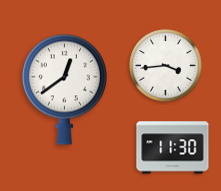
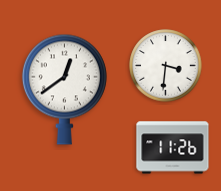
clock at (166, 66): 3:44 -> 3:31
clock at (173, 148): 11:30 -> 11:26
